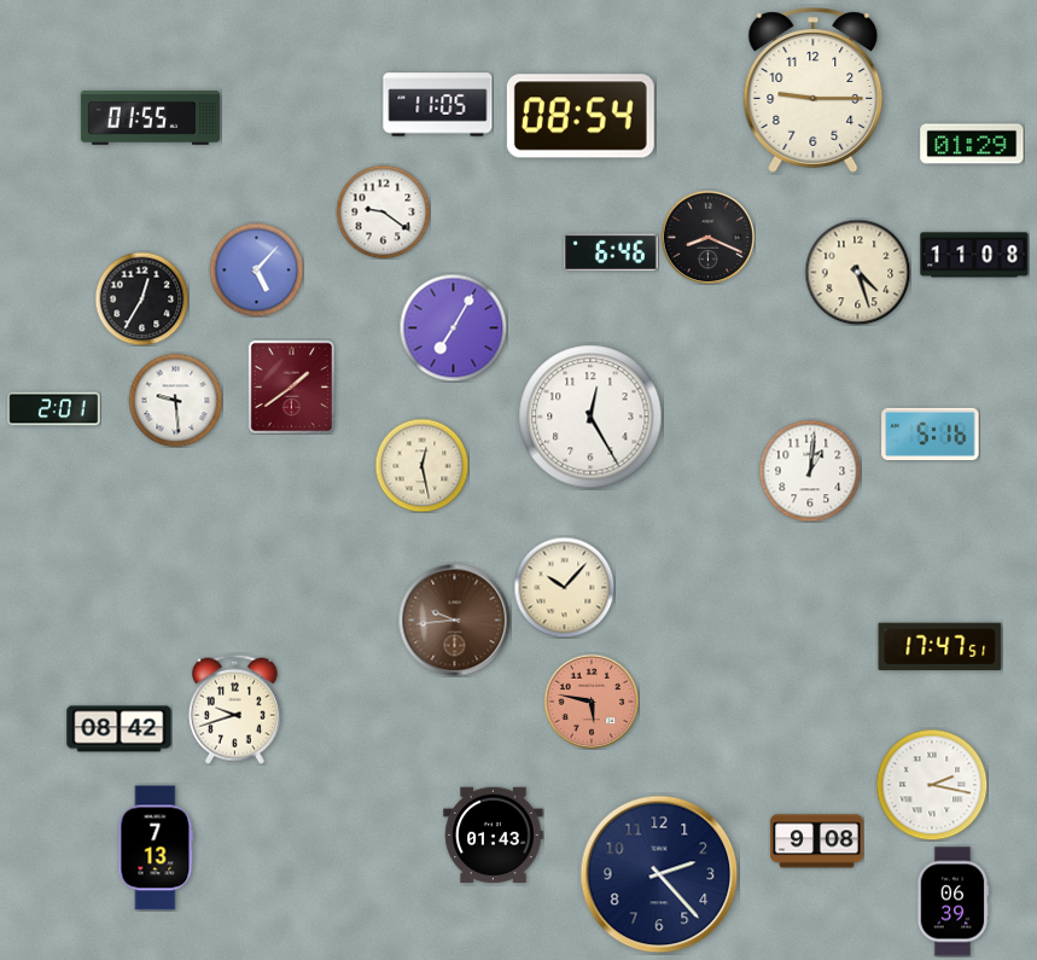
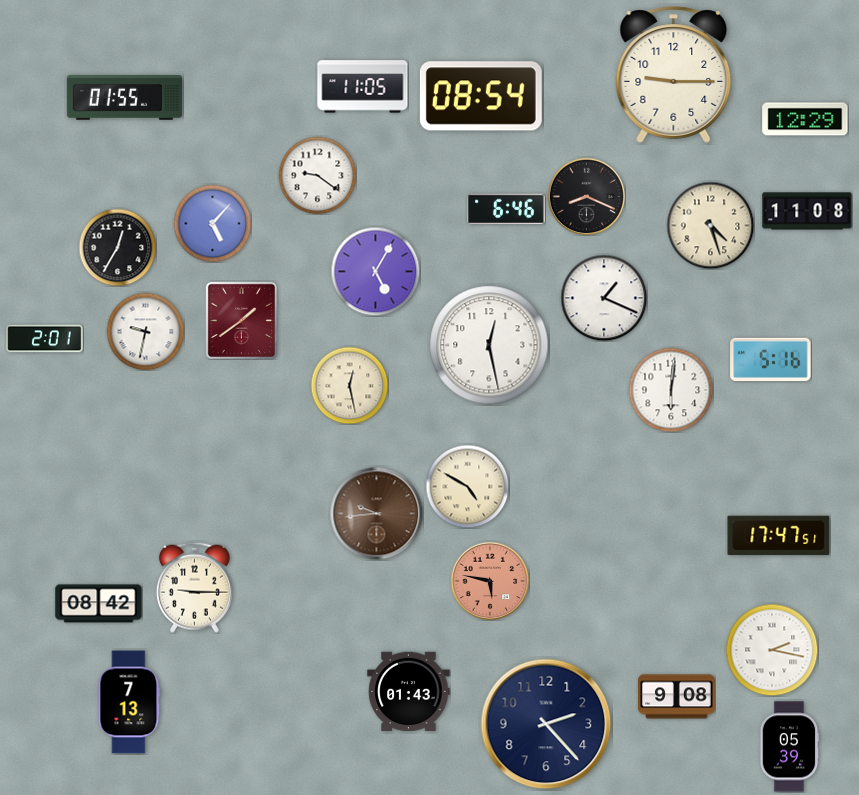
clock at (972, 144): 01:29 -> 12:29
clock at (453, 327): 7:05 -> 5:05
clock at (604, 298): none -> 1:19
clock at (175, 400): 9:29 -> 9:32
clock at (590, 417): 12:25 -> 12:28
clock at (810, 471): 1:01 -> 6:01
clock at (564, 587): 10:07 -> 4:50
clock at (234, 709): 9:42 -> 9:15
clock at (952, 902): 06:39 -> 05:39
